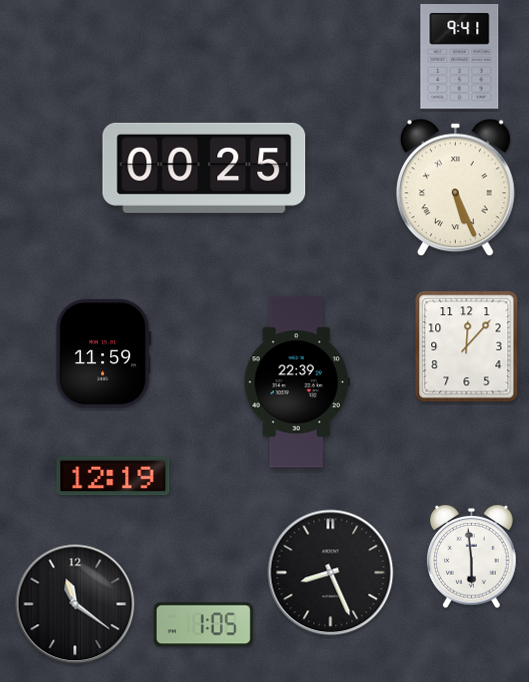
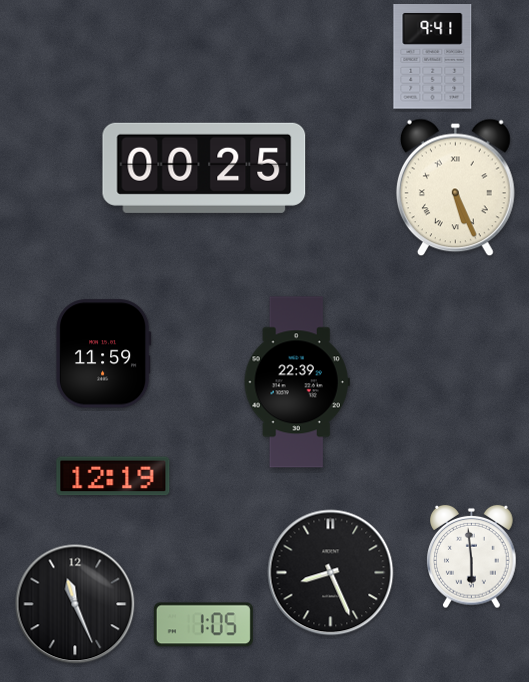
clock at (460, 57) position: (460, 57) -> (433, 57)
clock at (467, 347): 12:07 -> none
clock at (75, 604): 11:21 -> 11:26
